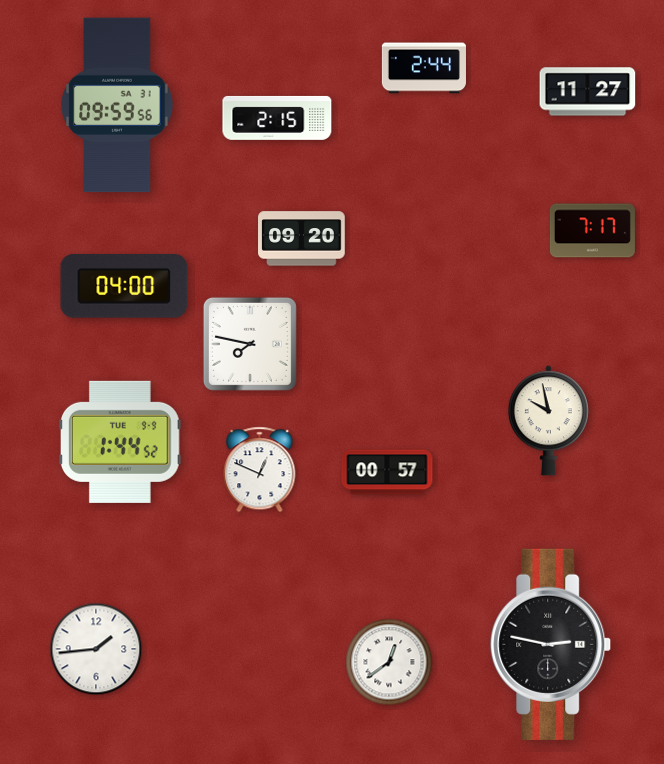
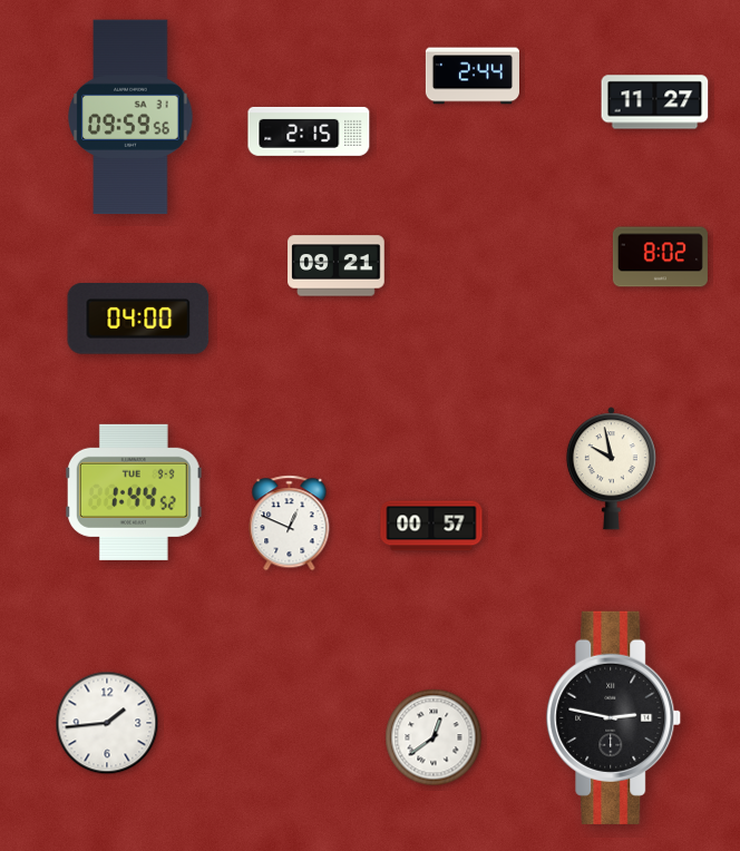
clock at (592, 231): 7:17 -> 8:02
clock at (302, 239): 09:20 -> 09:21
clock at (250, 344): 7:47 -> none
